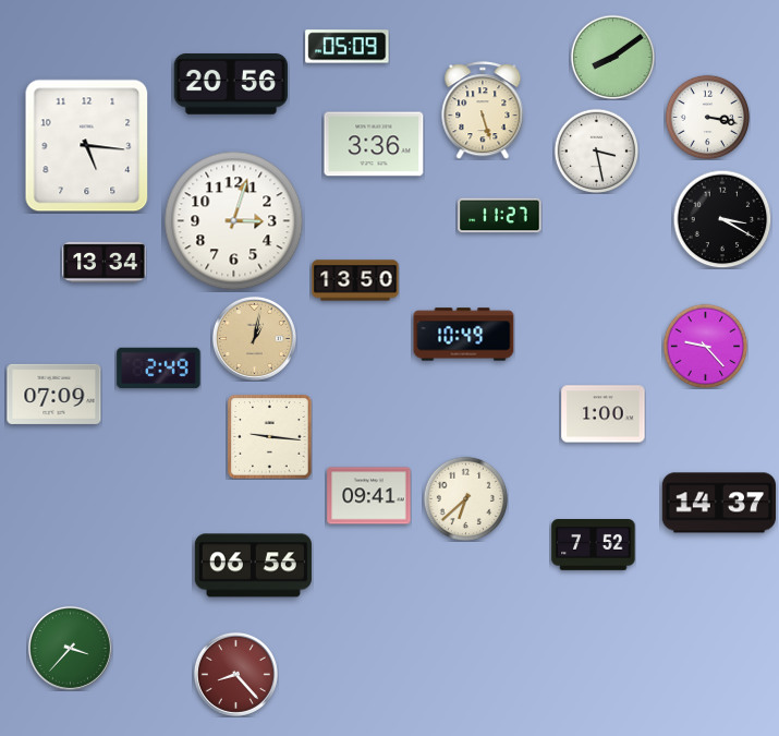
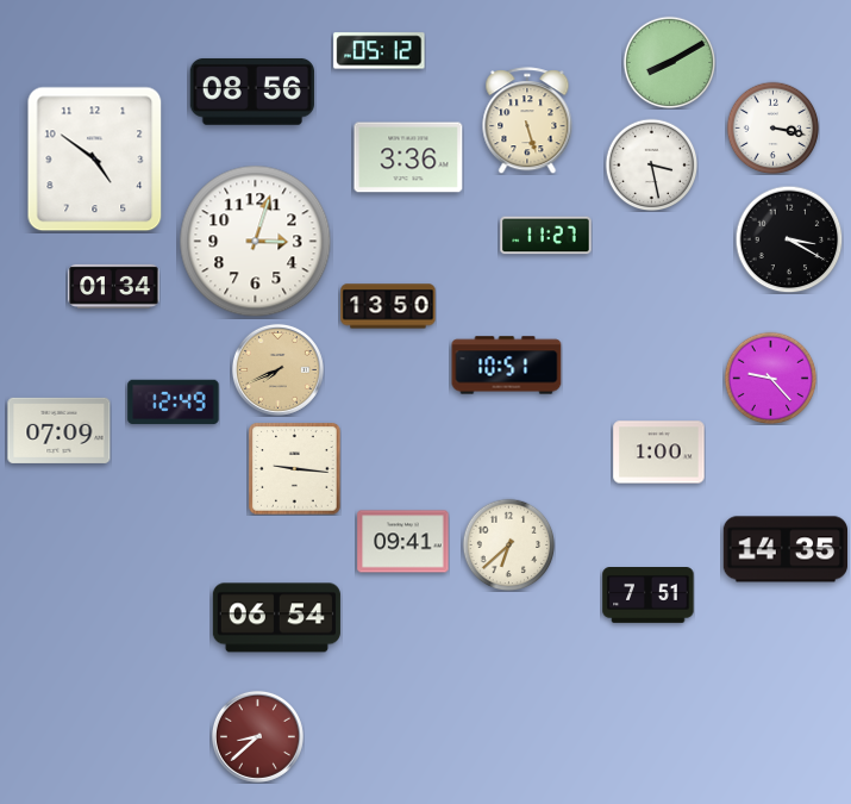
clock at (348, 47): 05:09 -> 05:12
clock at (612, 57): 8:09 -> 8:10
clock at (231, 84): 20:56 -> 08:56
clock at (87, 146): 5:16 -> 4:51
clock at (105, 262): 13:34 -> 01:34
clock at (464, 335): 10:49 -> 10:51
clock at (254, 338): 1:02 -> 7:41
clock at (159, 369): 2:49 -> 12:49
clock at (270, 437) position: (270, 437) -> (295, 469)
clock at (718, 503): 14:37 -> 14:35
clock at (594, 545): 7:52 -> 7:51
clock at (253, 566): 06:56 -> 06:54
clock at (70, 648): 3:37 -> none
clock at (235, 674): 8:23 -> 8:38
